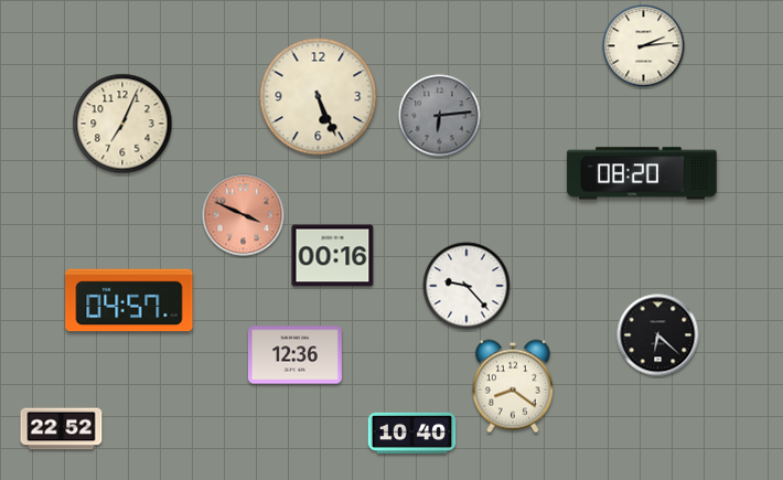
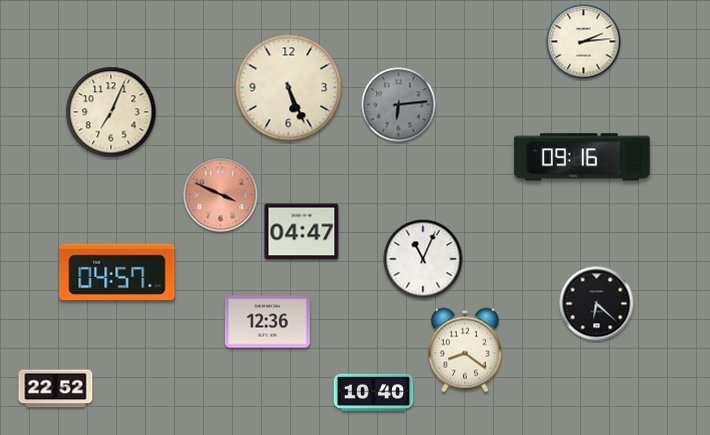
clock at (642, 173): 08:20 -> 09:16
clock at (333, 256): 00:16 -> 04:47
clock at (466, 286): 9:23 -> 11:04
